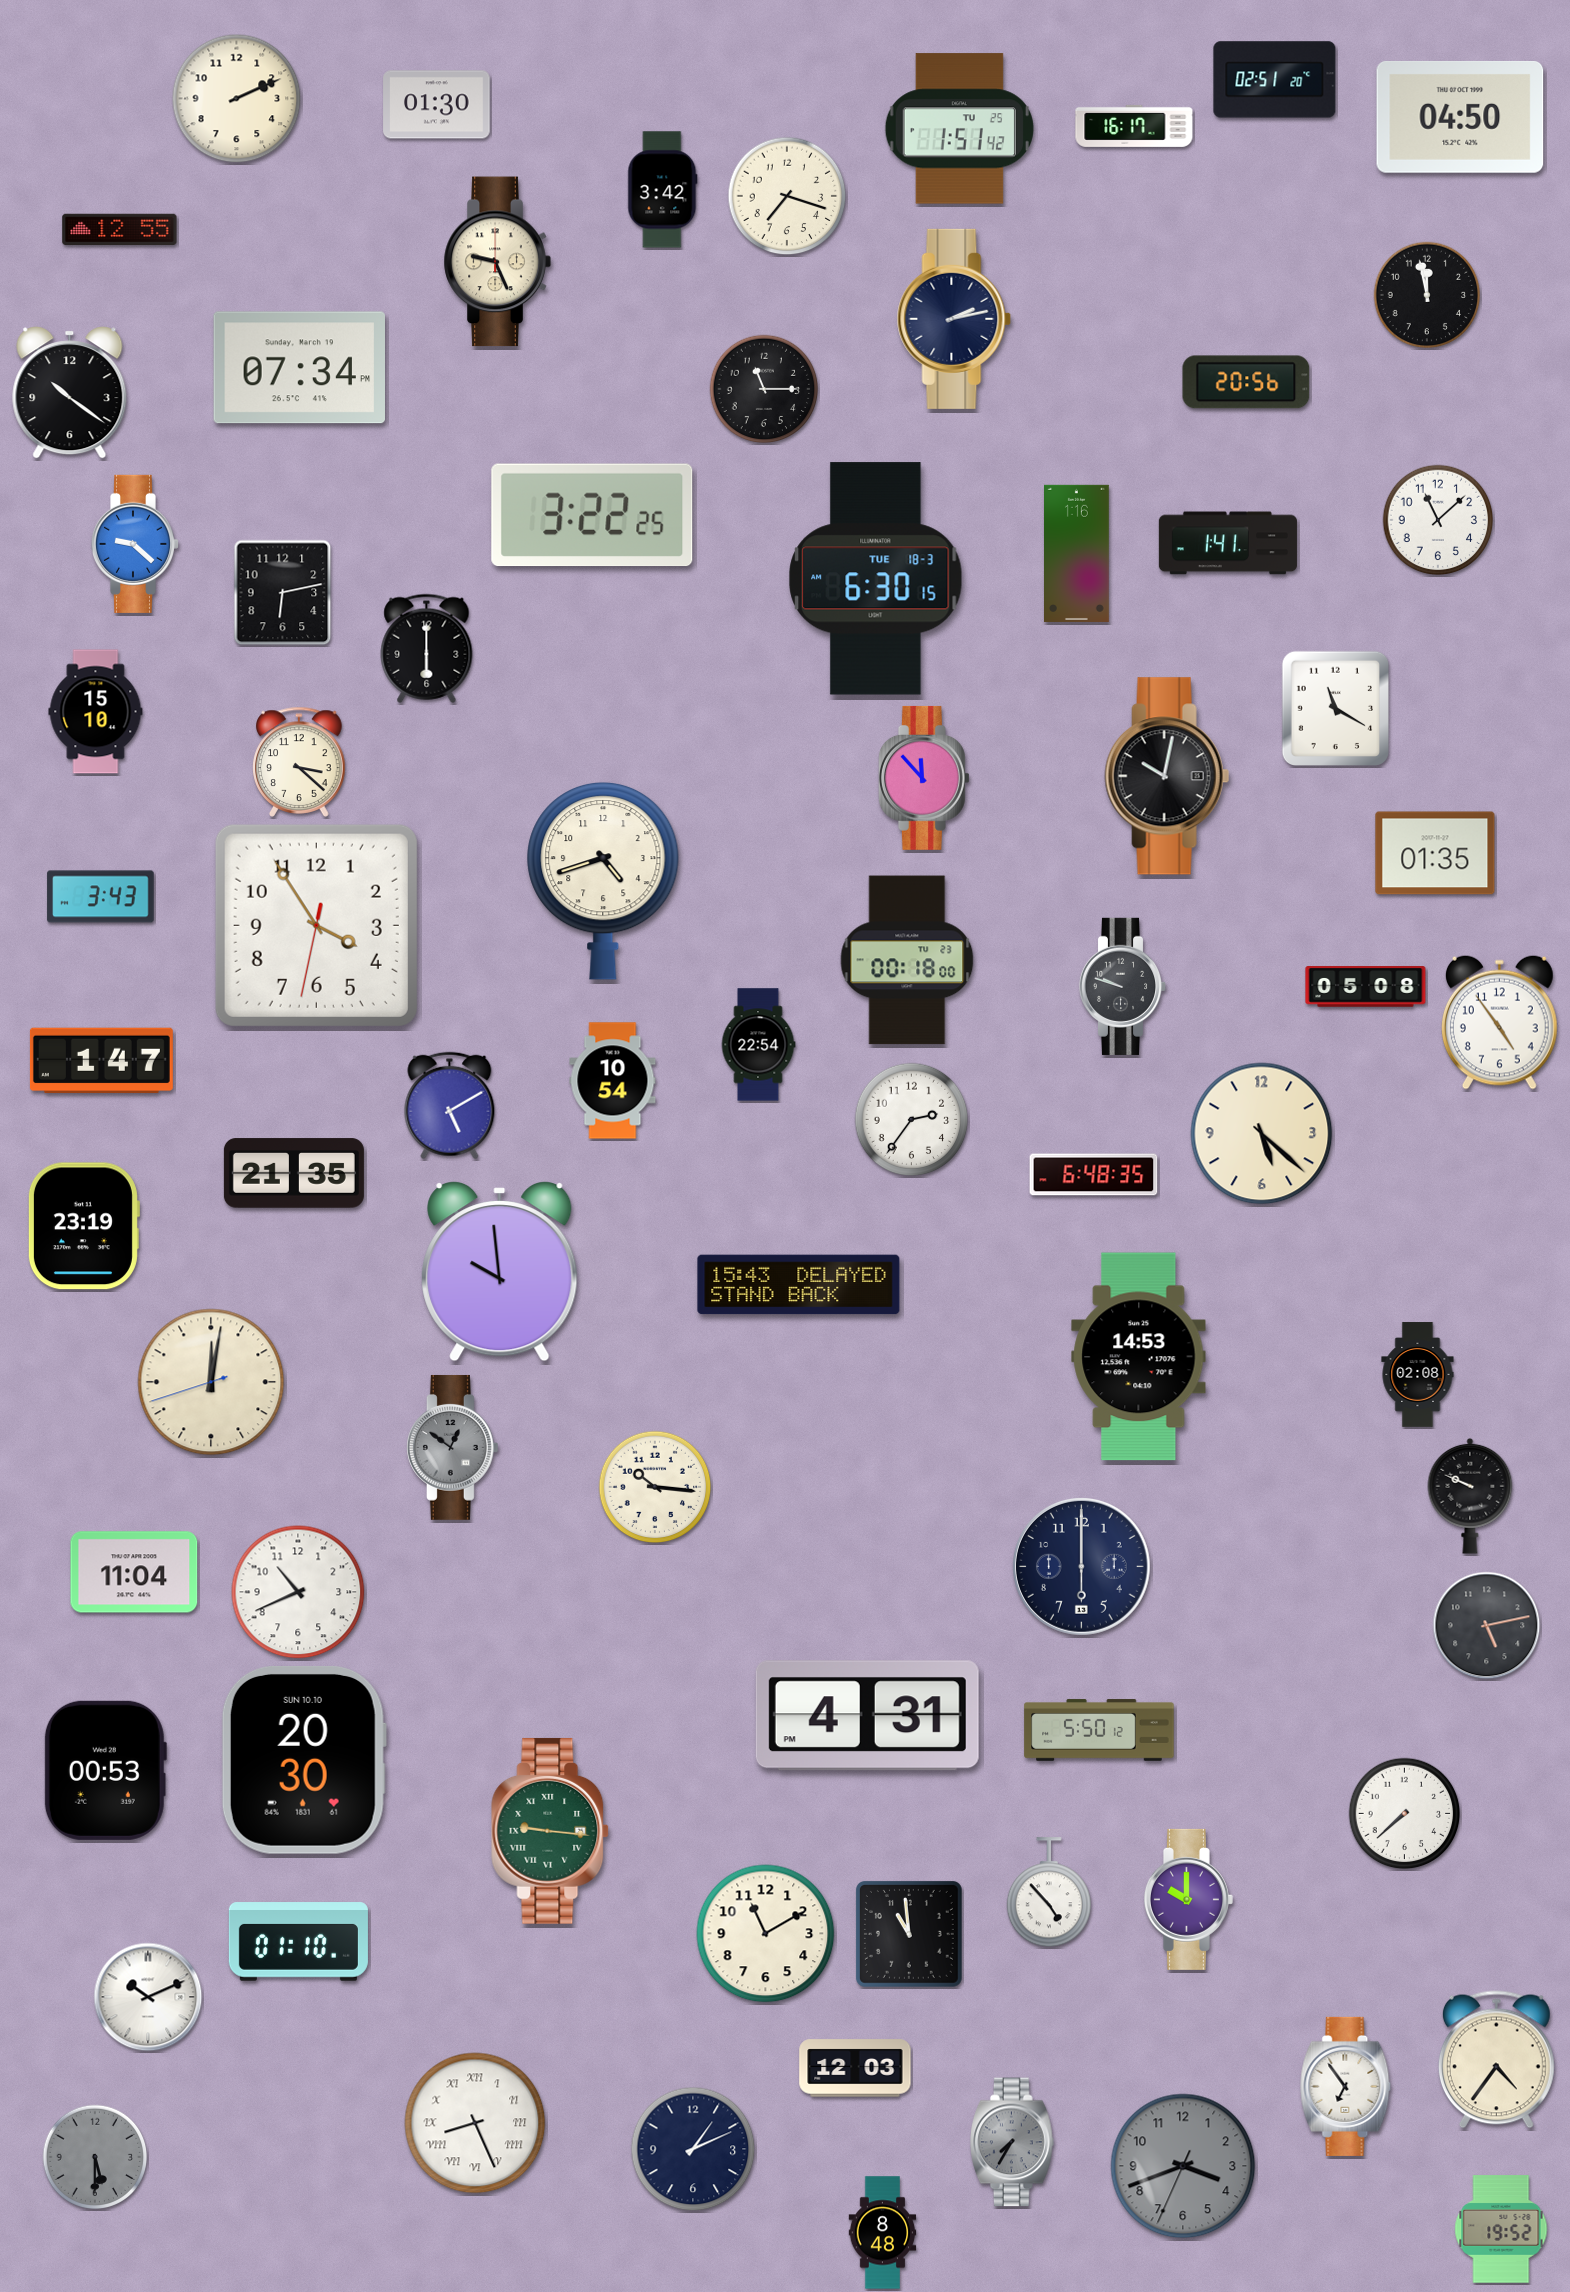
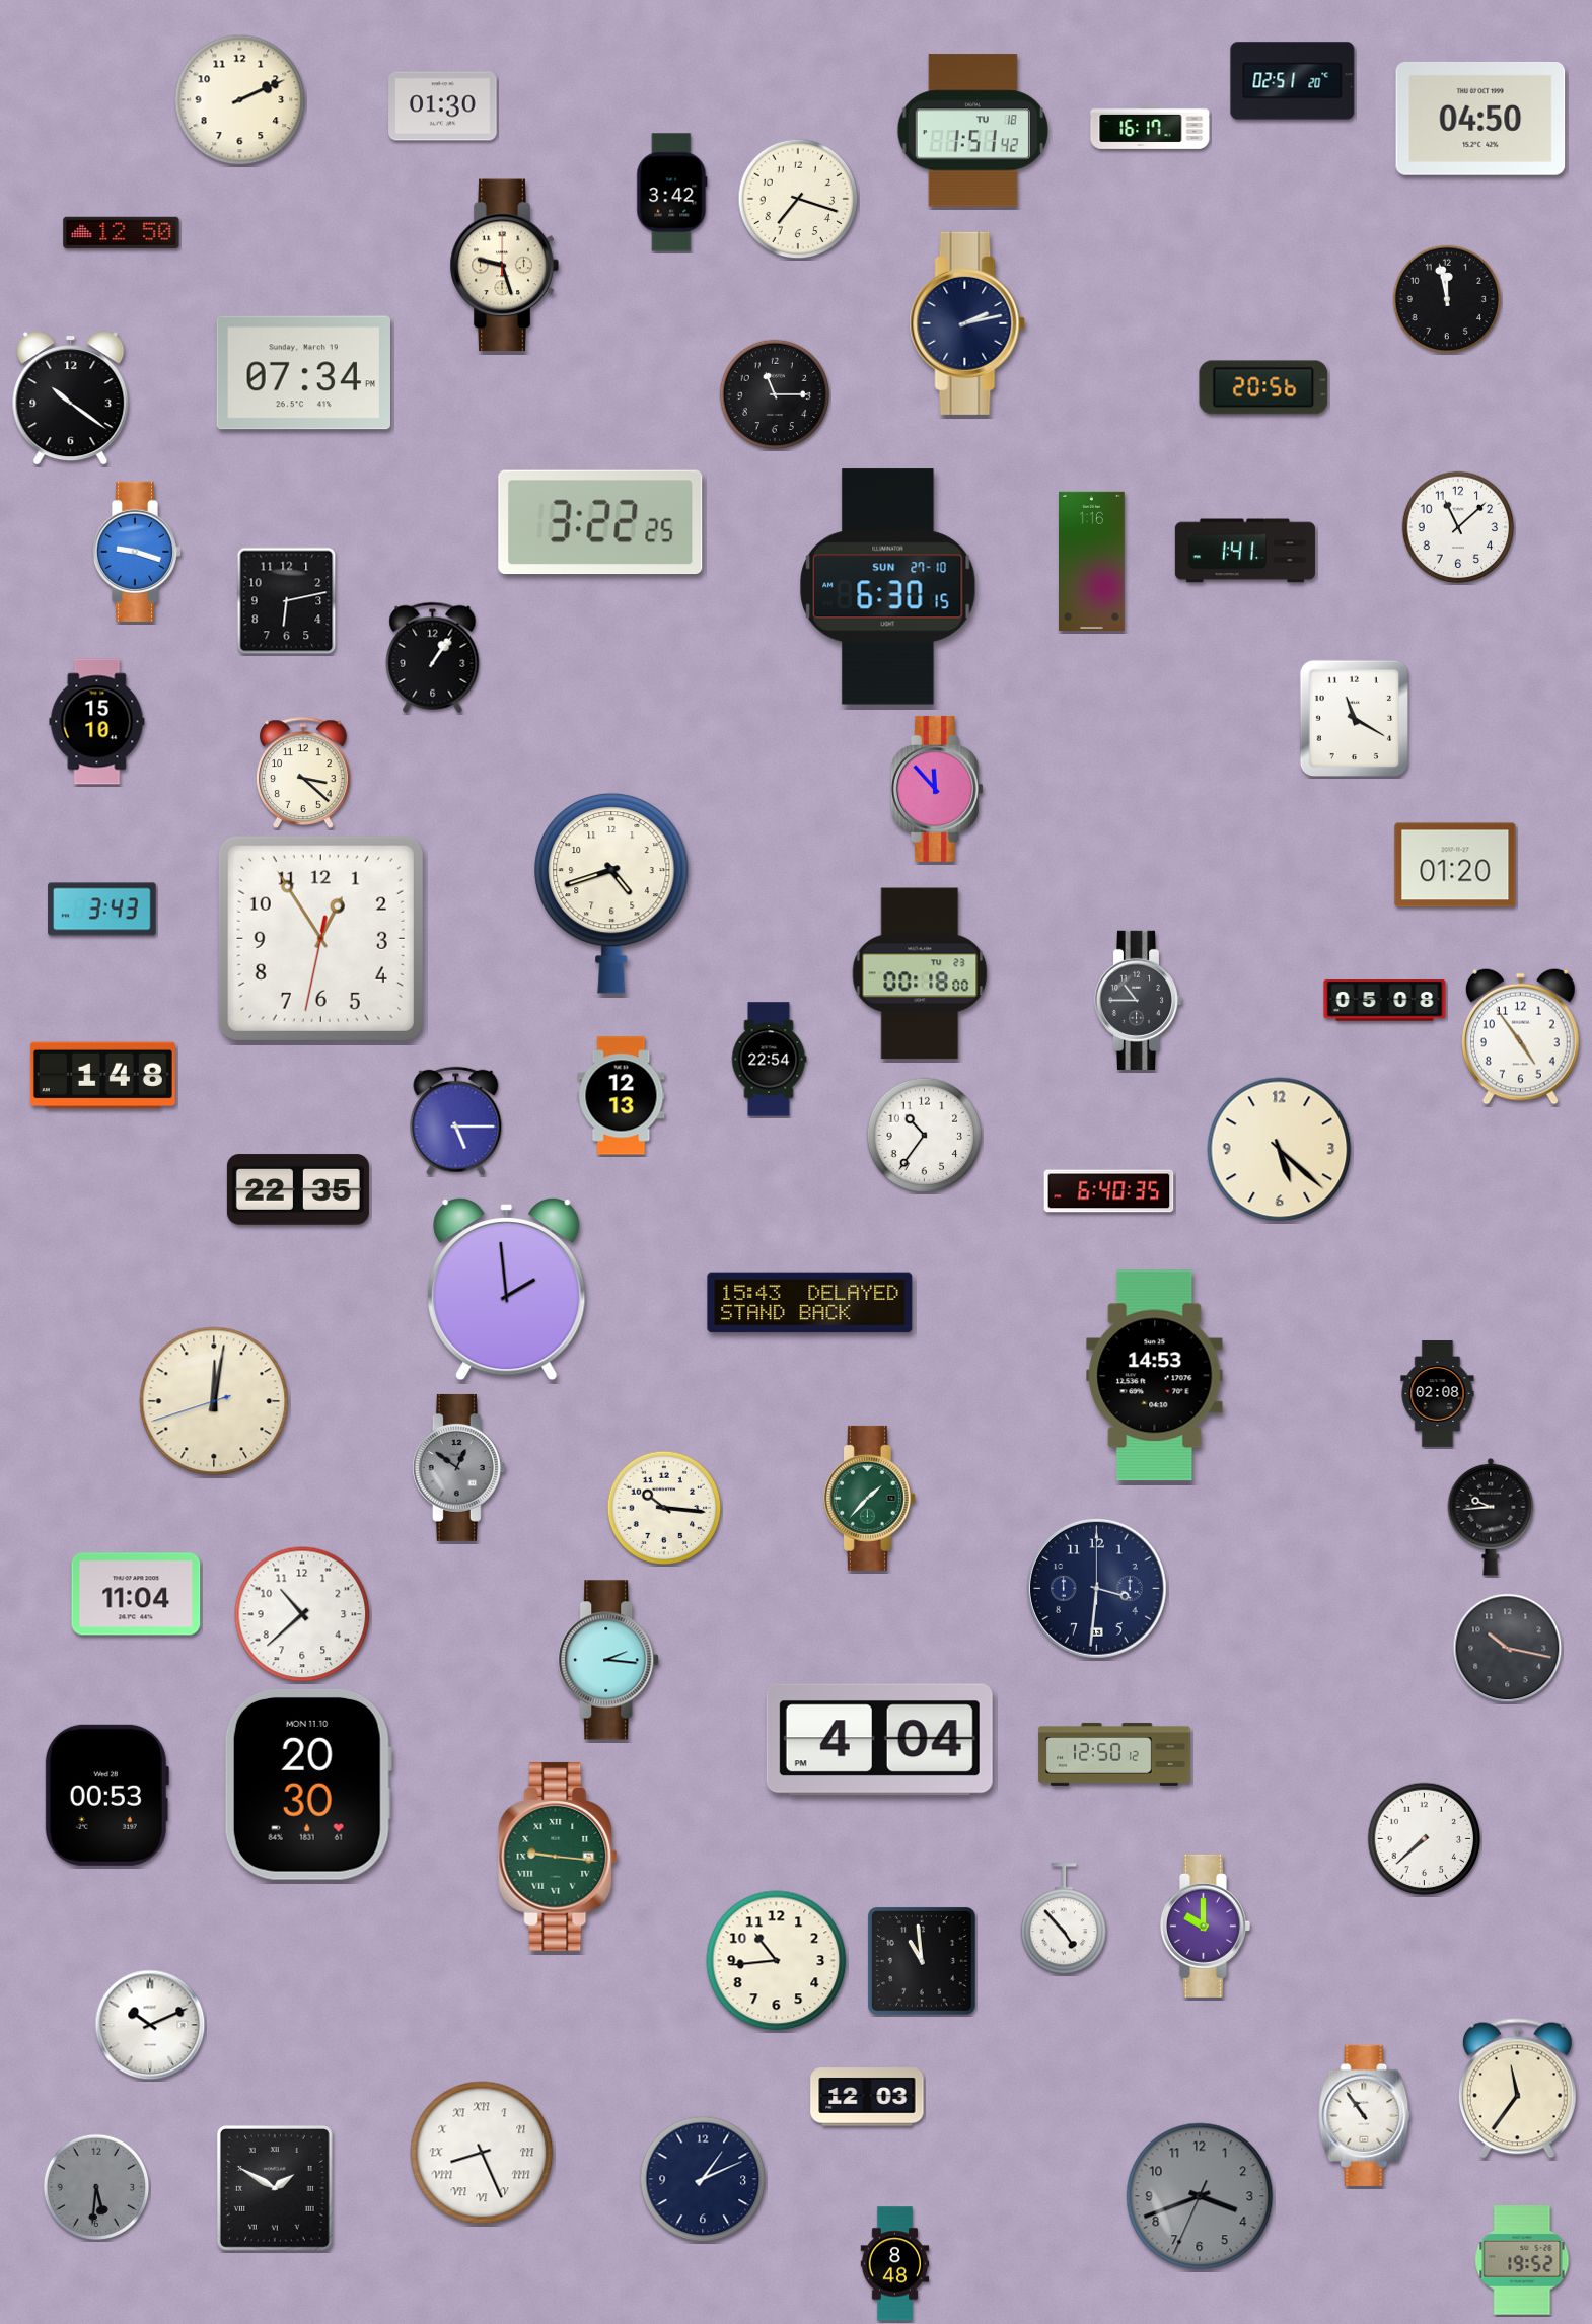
clock at (959, 129) date: TU 25 -> TU 18
clock at (120, 229): 12:55 -> 12:50
clock at (497, 262): 9:26 -> 9:27
clock at (134, 544): 9:22 -> 9:18
clock at (876, 579) date: TUE 18-3 -> SUN 27-10
clock at (427, 648): 6:00 -> 1:06
clock at (1167, 776): 10:02 -> none
clock at (1435, 853): 01:35 -> 01:20
clock at (316, 925): 3:54 -> 12:54
clock at (1123, 986): 9:48 -> 10:45
clock at (101, 1061): 1:47 -> 1:48
clock at (613, 1081): 10:54 -> 12:13
clock at (450, 1106): 5:10 -> 5:15
clock at (912, 1120): 2:36 -> 10:36
clock at (294, 1173): 21:35 -> 22:35
clock at (1094, 1175): 6:48 -> 6:40
clock at (83, 1226): 23:19 -> none
clock at (500, 1272): 9:59 -> 1:59
clock at (869, 1498): none -> 1:37
clock at (1470, 1496): 9:49 -> 9:44
clock at (1081, 1566): 6:00 -> 3:31
clock at (298, 1592): 10:41 -> 10:38
clock at (1487, 1626): 5:13 -> 10:17
clock at (609, 1660): none -> 2:16
clock at (867, 1716): 4:31 -> 4:04
clock at (1099, 1730): 5:50 -> 12:50
clock at (304, 1760) date: SUN 10.10 -> MON 11.10
clock at (766, 1934): 11:10 -> 10:44
clock at (298, 1942): 01:10 -> none
clock at (1496, 2060): 4:36 -> 11:36
clock at (1346, 2086): 6:54 -> 10:54
clock at (1013, 2142): 7:35 -> none
clock at (95, 2157): 5:30 -> 5:31
clock at (275, 2188): none -> 1:50
